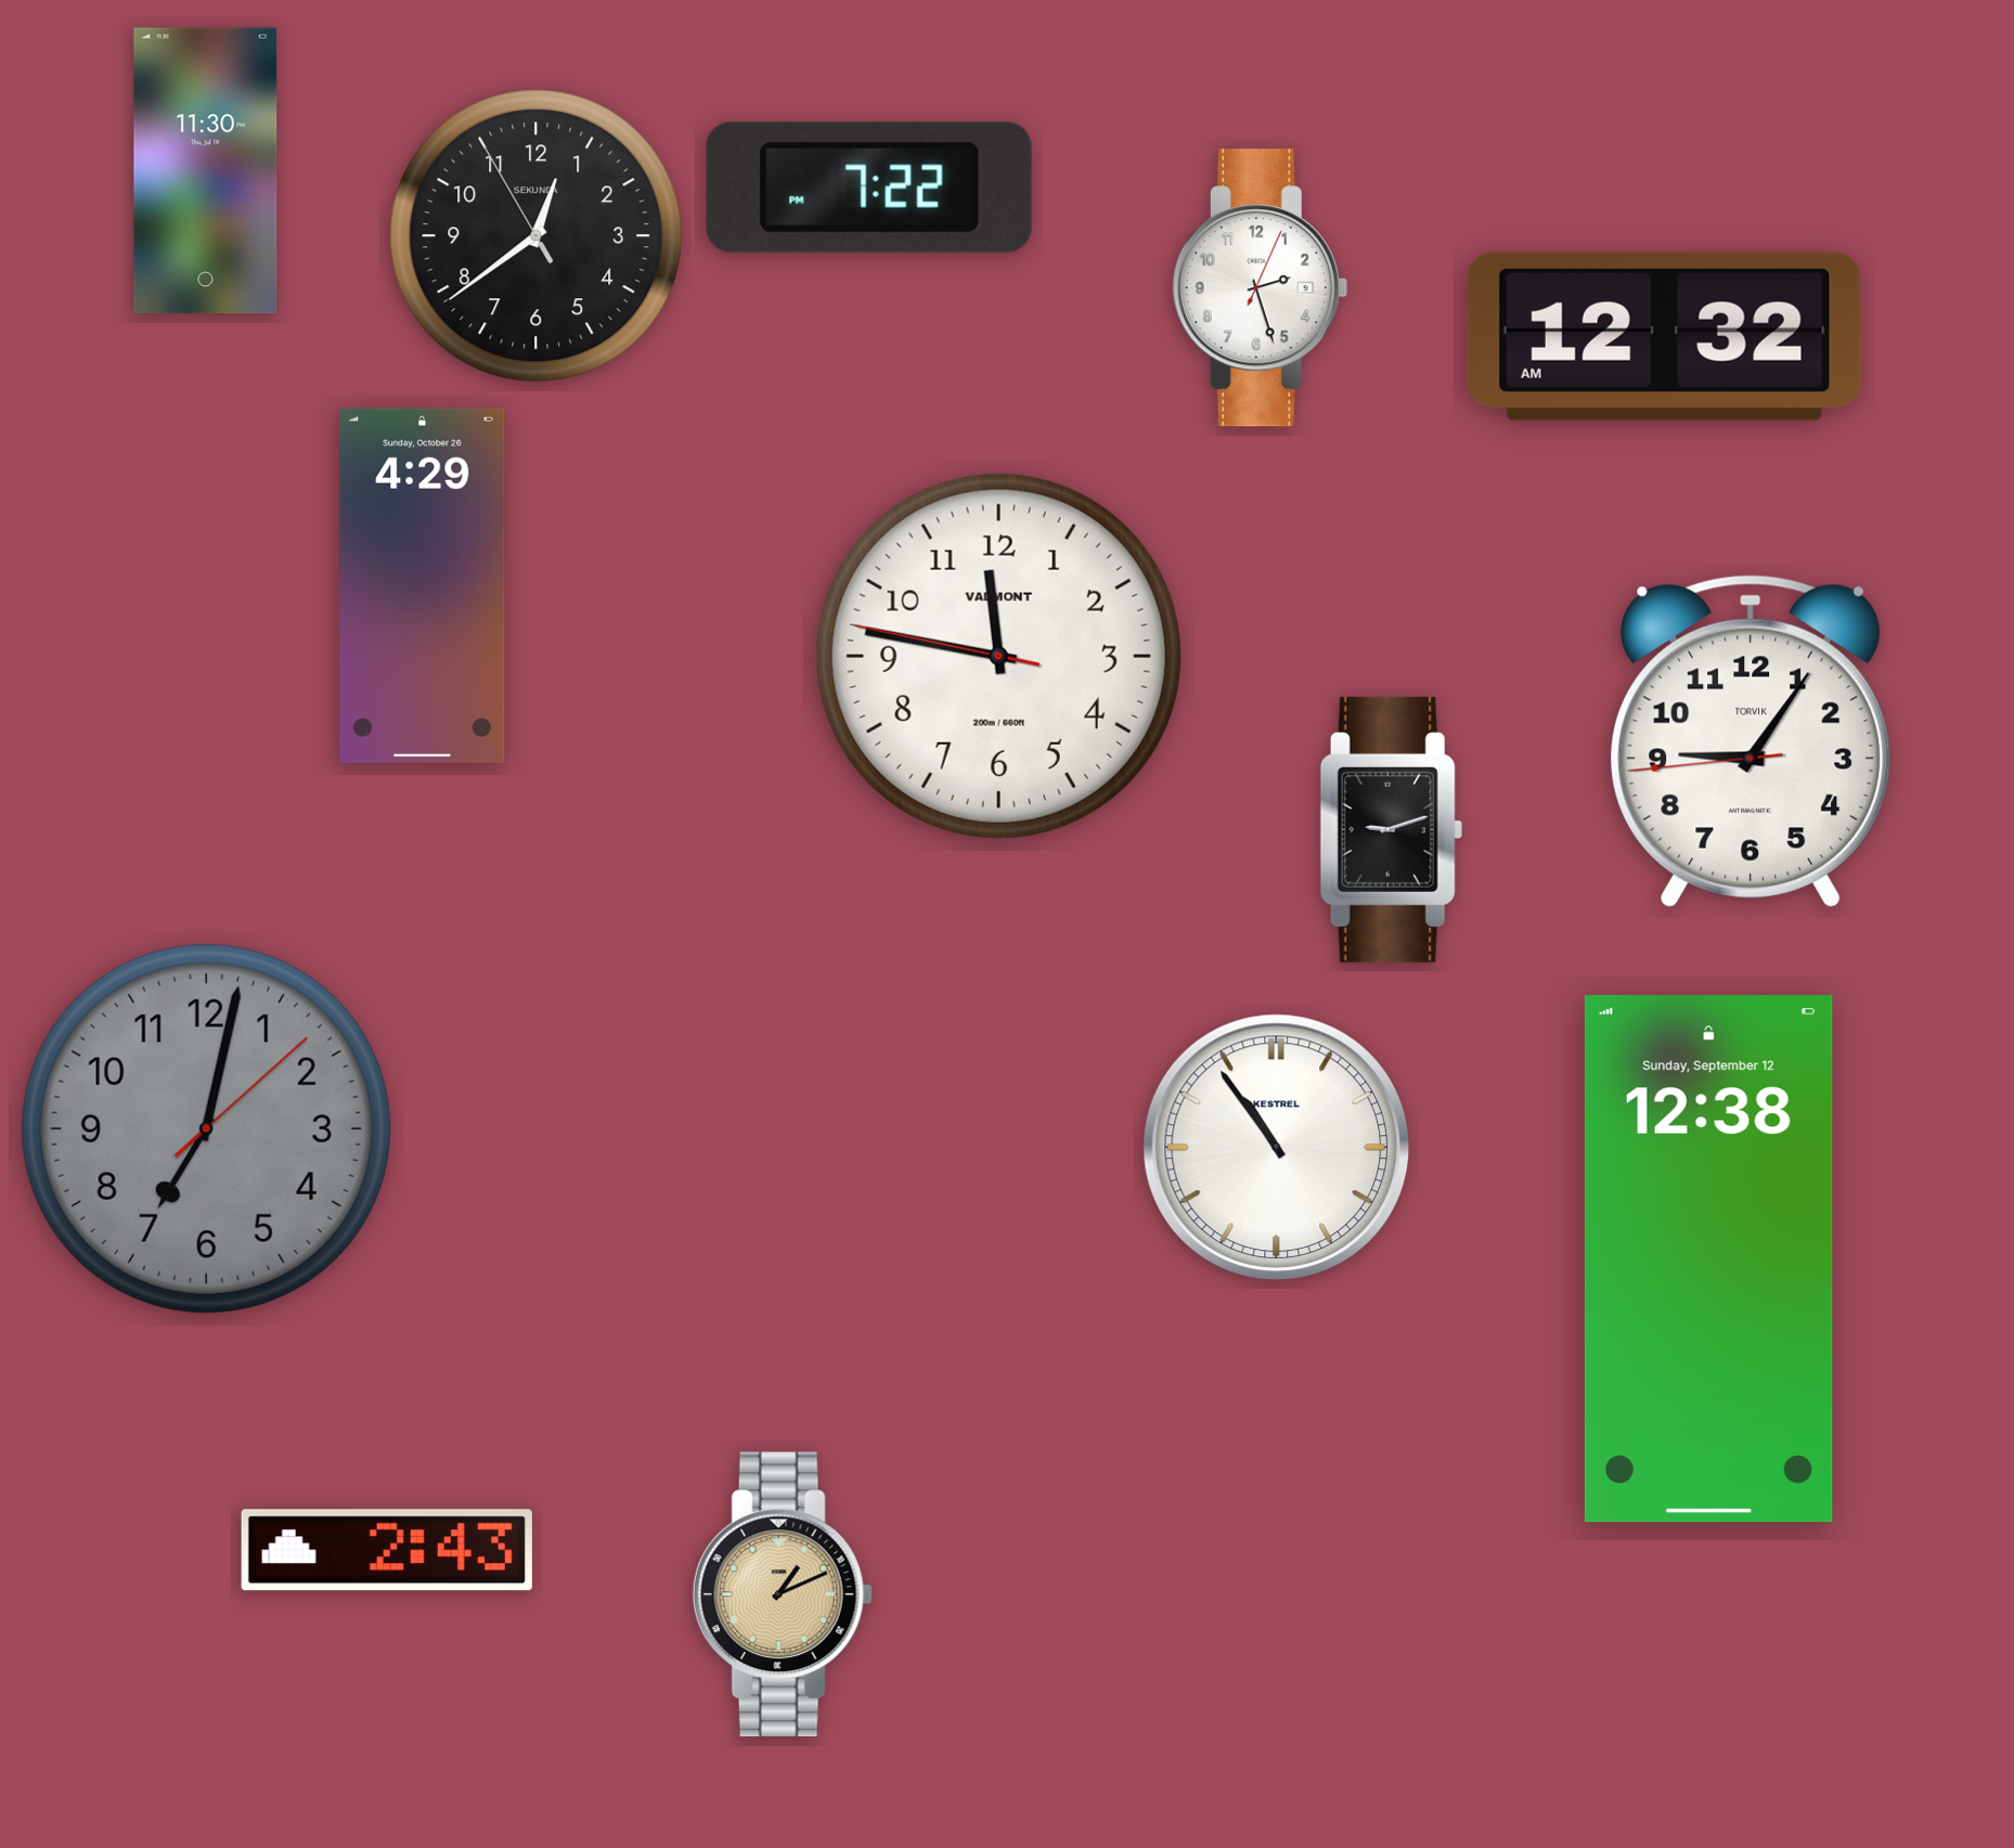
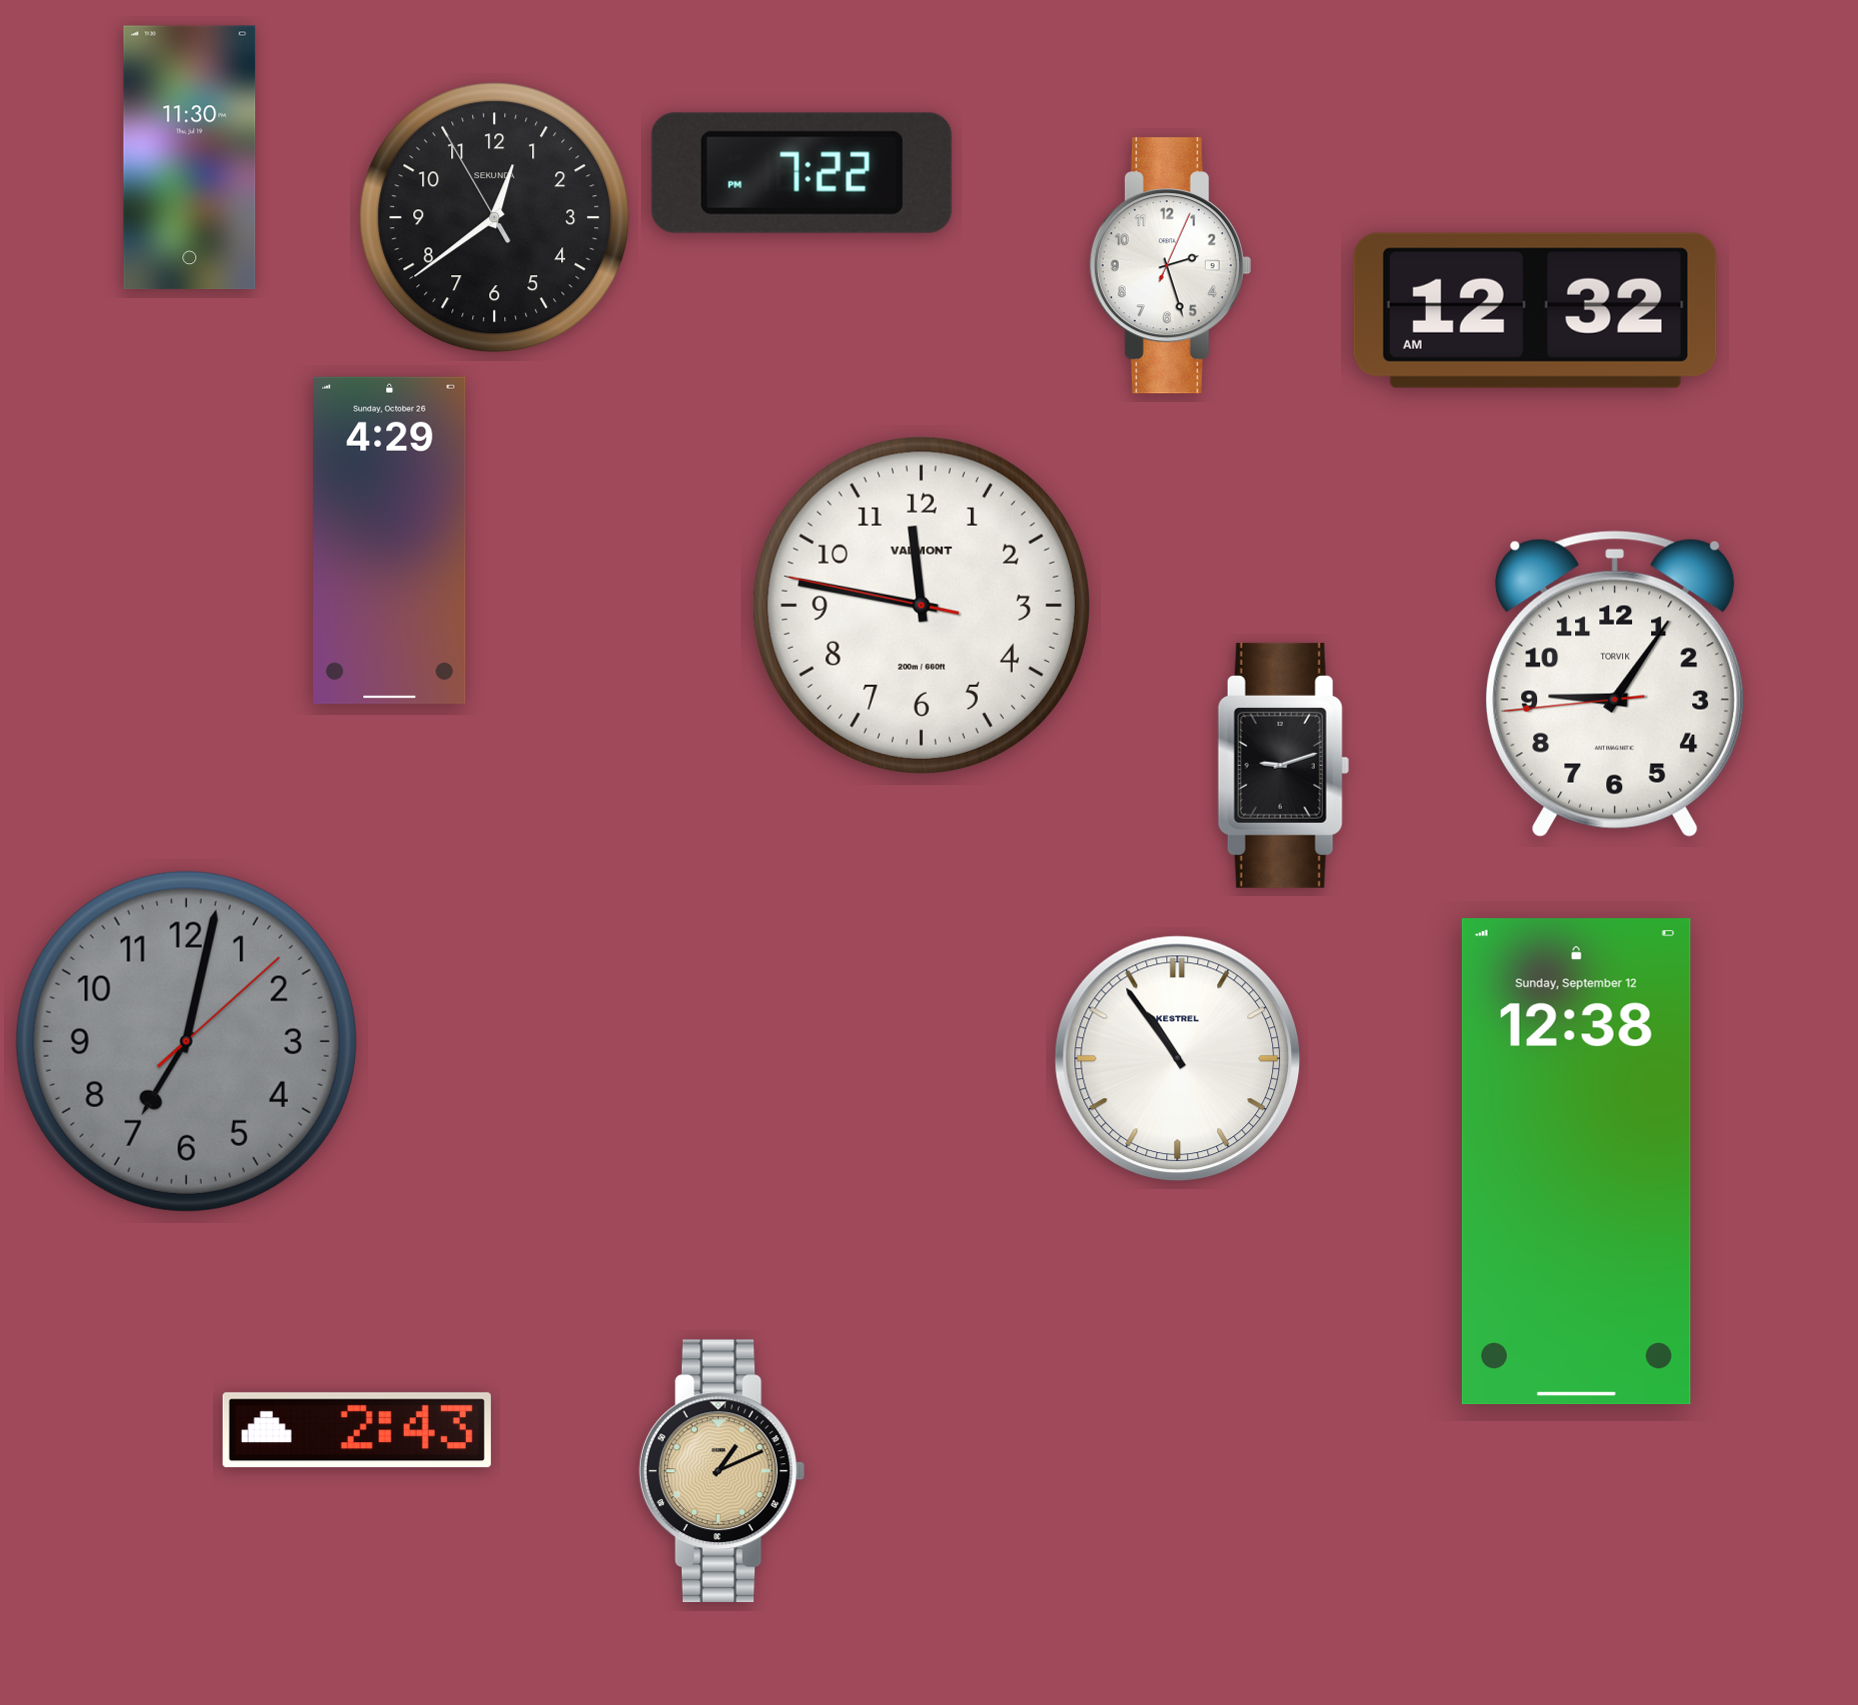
clock at (1260, 288) position: (1260, 288) -> (1170, 266)
clock at (206, 1128) position: (206, 1128) -> (186, 1041)
